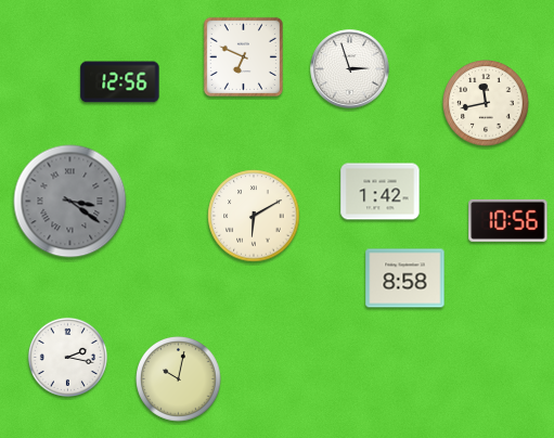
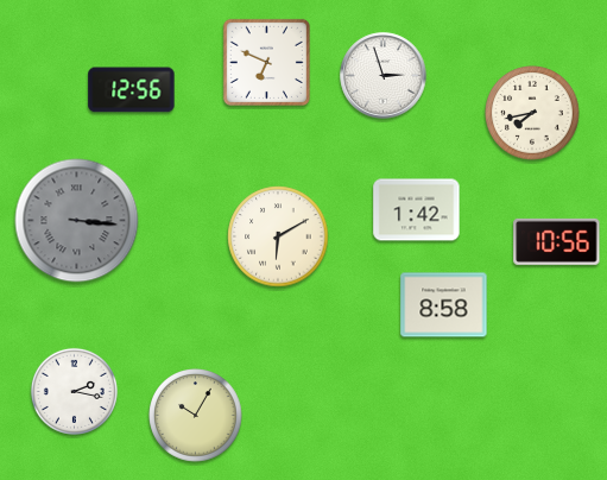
clock at (486, 103): 11:43 -> 7:43
clock at (70, 202): 3:21 -> 3:16
clock at (179, 379): 10:02 -> 10:05
